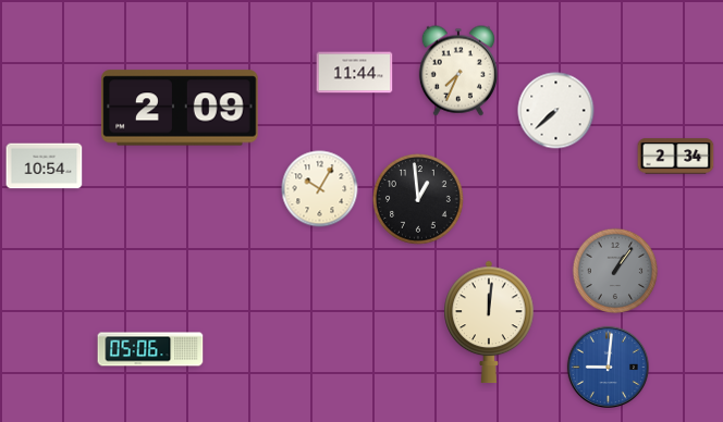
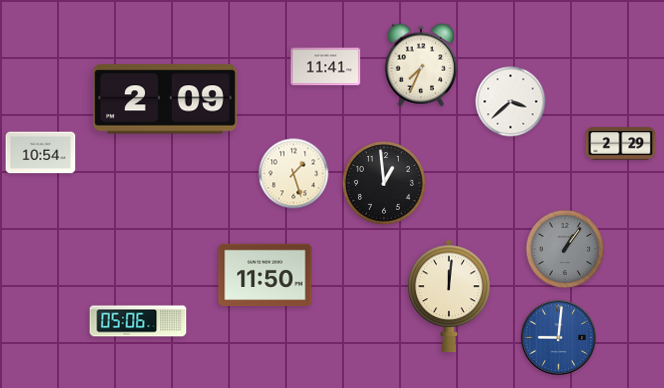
clock at (355, 73): 11:44 -> 11:41
clock at (556, 111): 7:38 -> 3:38
clock at (676, 157): 2:34 -> 2:29
clock at (320, 189): 10:05 -> 1:27
clock at (265, 275): none -> 11:50
